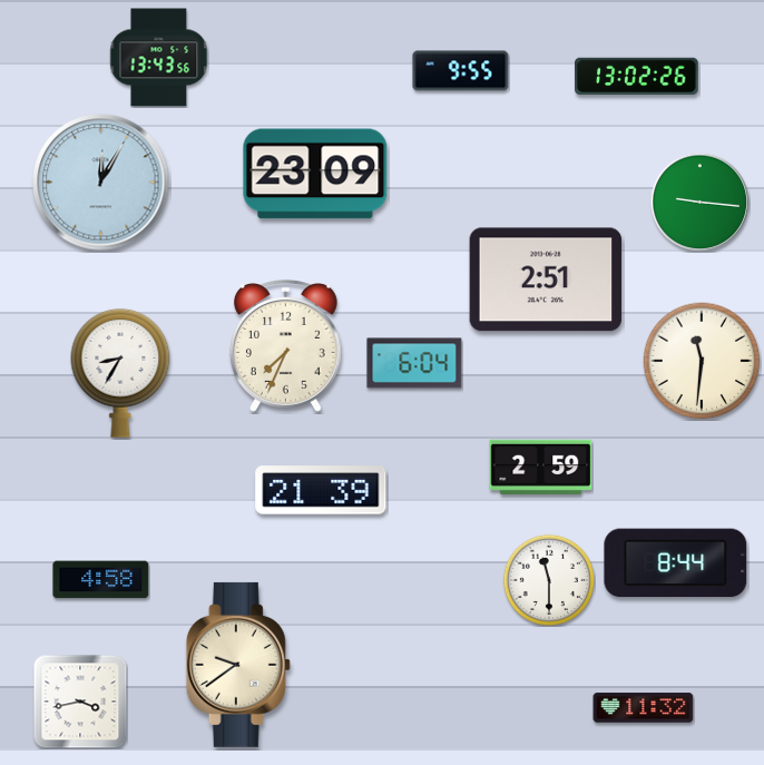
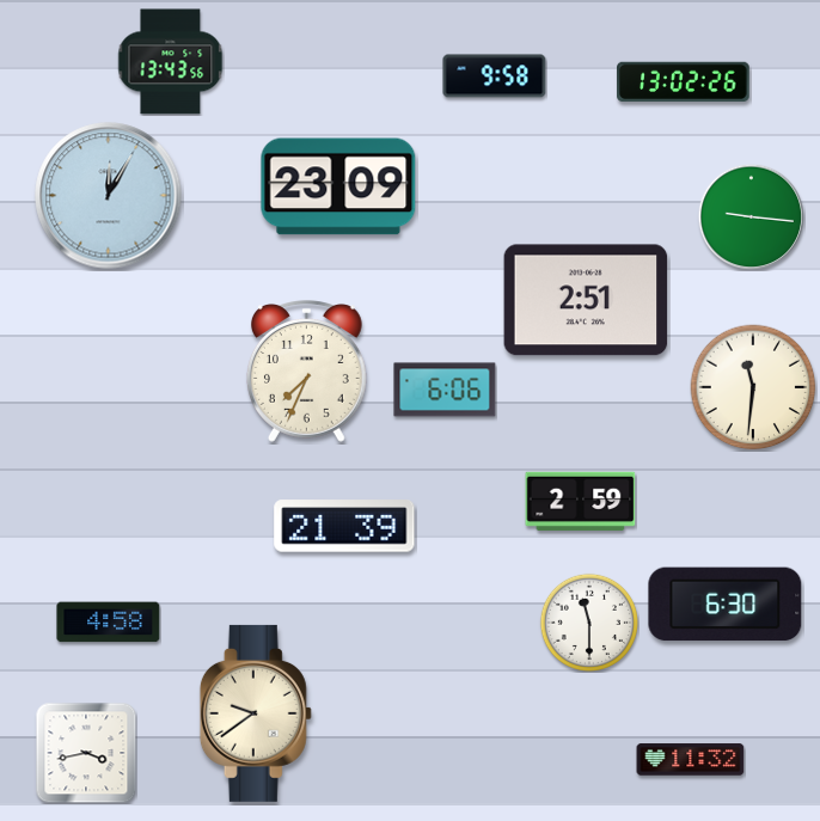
clock at (461, 71): 9:55 -> 9:58
clock at (414, 363): 6:04 -> 6:06
clock at (120, 373): 8:35 -> none
clock at (676, 563): 8:44 -> 6:30
